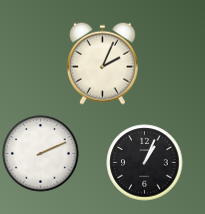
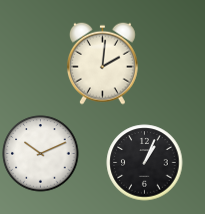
clock at (102, 63): 2:04 -> 2:01
clock at (41, 154): 2:11 -> 10:11
